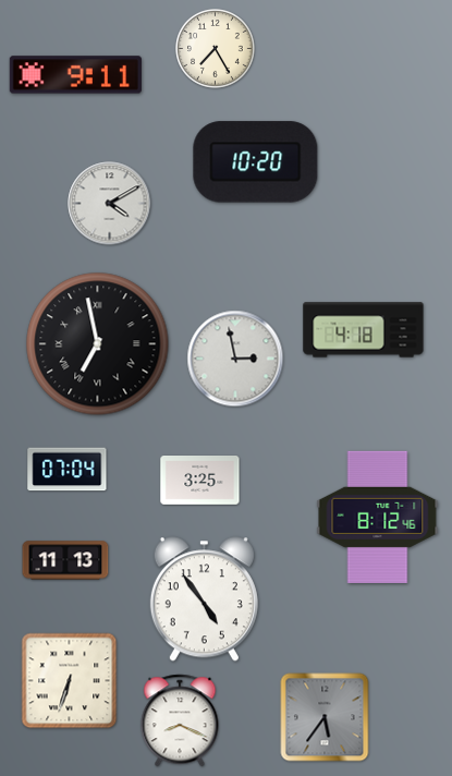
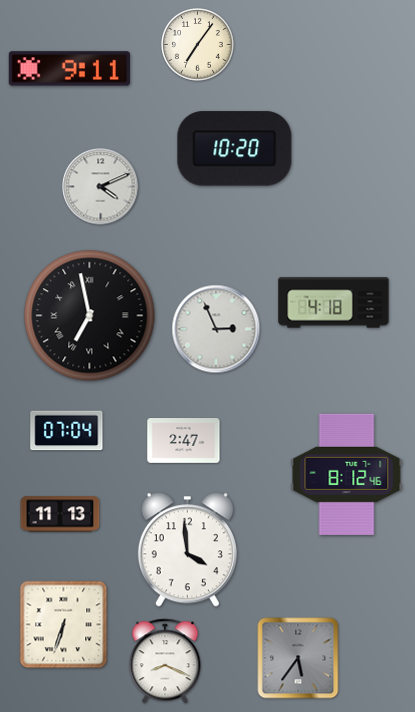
clock at (216, 49): 7:25 -> 7:06
clock at (110, 204): 4:10 -> 4:11
clock at (235, 359): 2:58 -> 2:56
clock at (68, 470) position: (68, 470) -> (67, 431)
clock at (200, 481): 3:25 -> 2:47
clock at (204, 599): 4:54 -> 3:59
